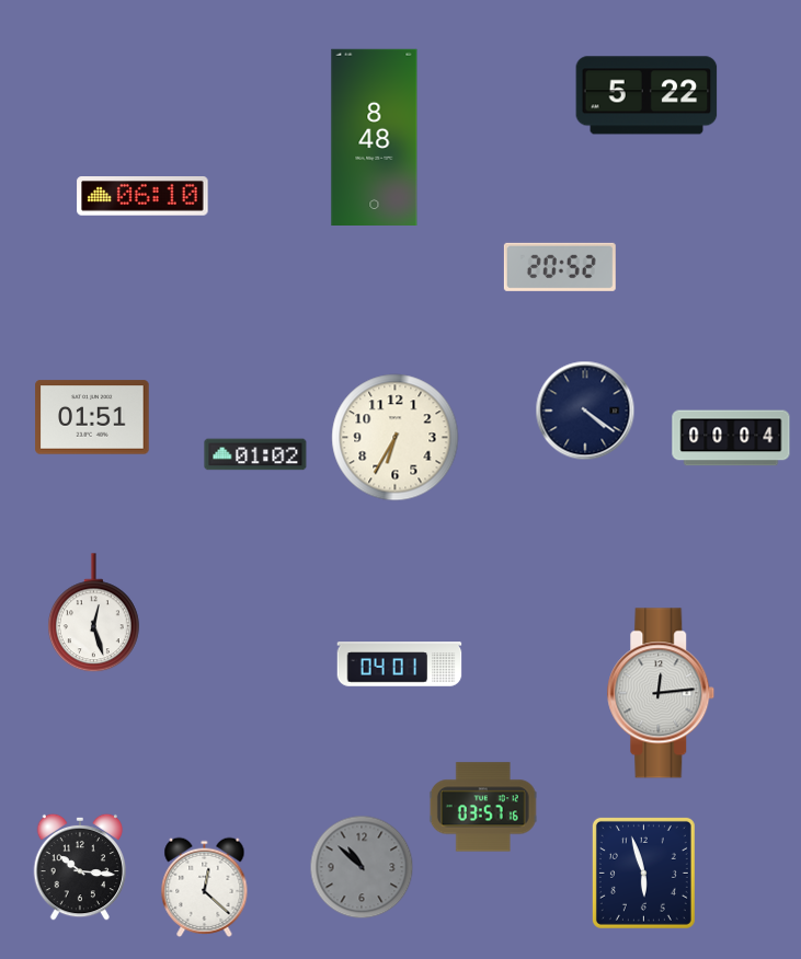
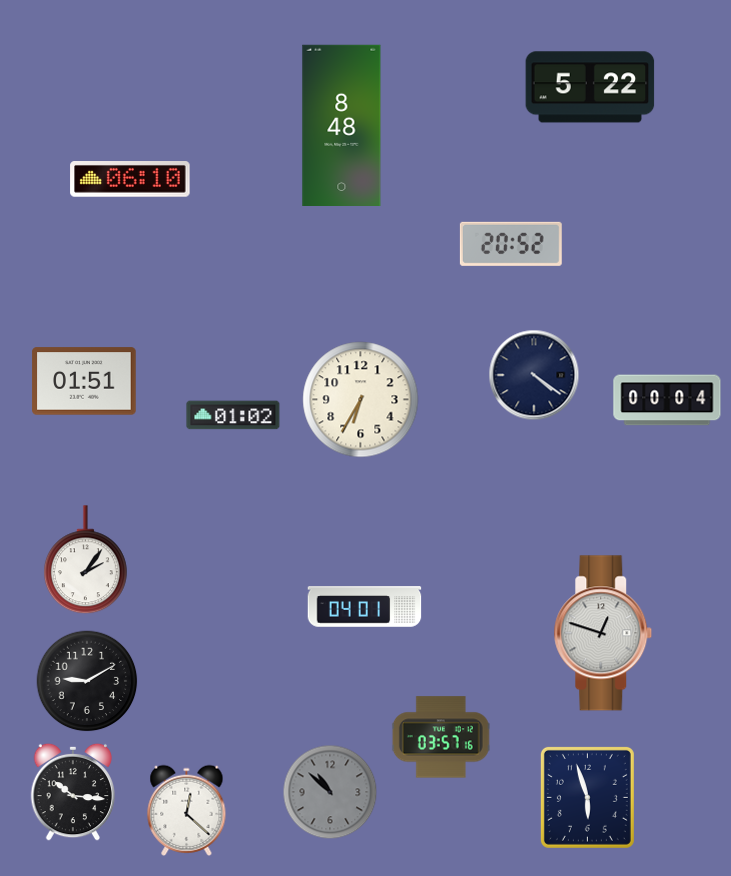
clock at (93, 613): 12:27 -> 2:06
clock at (661, 693): 12:14 -> 12:48
clock at (87, 681): none -> 9:10
